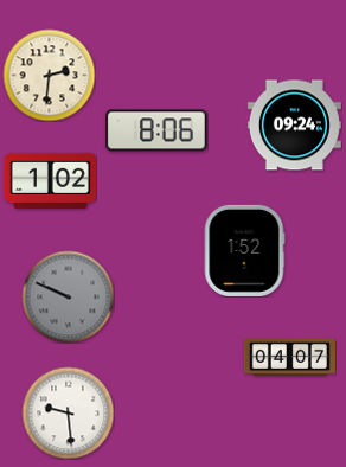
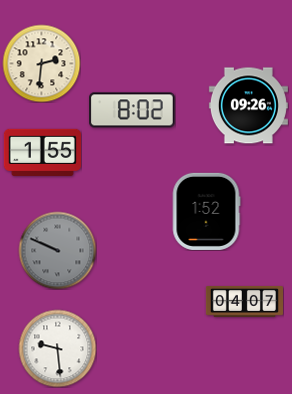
clock at (294, 126): 09:24 -> 09:26
clock at (156, 130): 8:06 -> 8:02
clock at (50, 180): 1:02 -> 1:55
